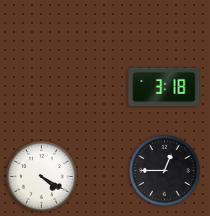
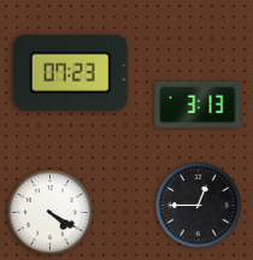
clock at (70, 72): none -> 07:23
clock at (164, 87): 3:18 -> 3:13
